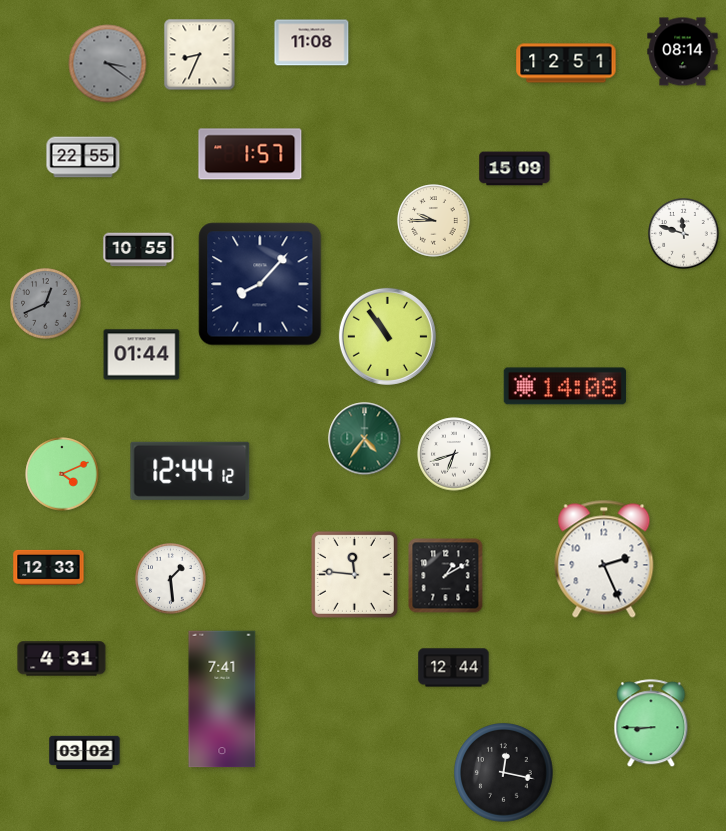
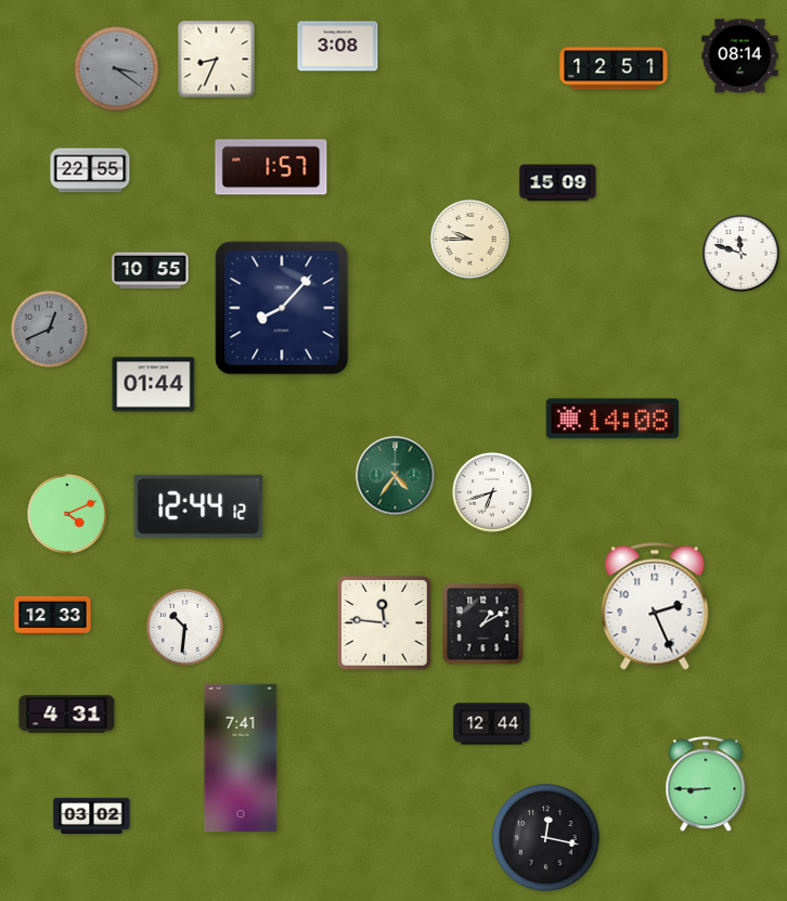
clock at (312, 43): 11:08 -> 3:08
clock at (387, 336): 10:54 -> none
clock at (190, 471) position: (190, 471) -> (198, 506)
clock at (171, 579): 1:29 -> 10:31
